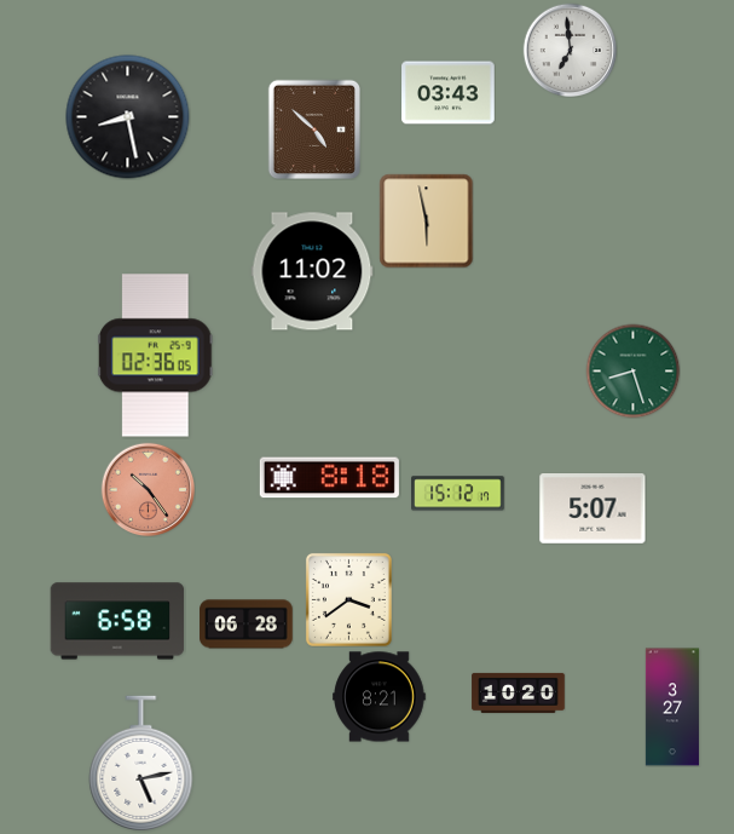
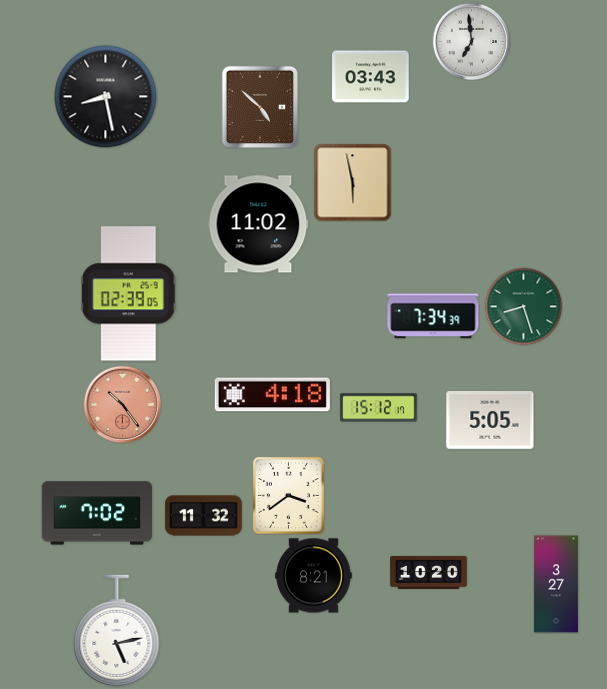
clock at (155, 356): 02:36 -> 02:39
clock at (433, 316): none -> 7:34
clock at (329, 478): 8:18 -> 4:18
clock at (593, 510): 5:07 -> 5:05
clock at (117, 621): 6:58 -> 7:02
clock at (247, 625): 06:28 -> 11:32
